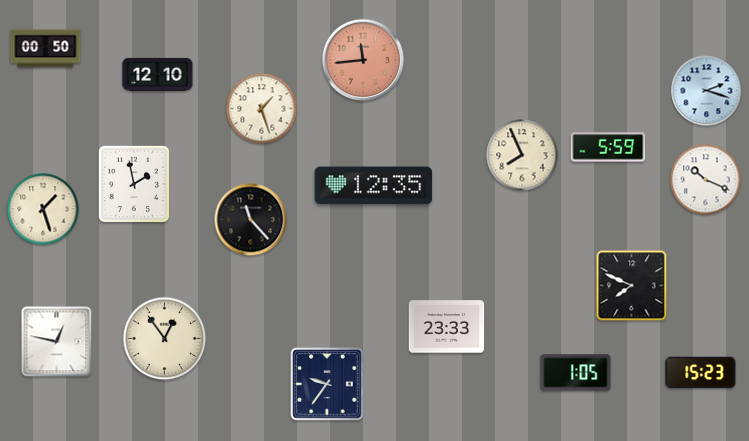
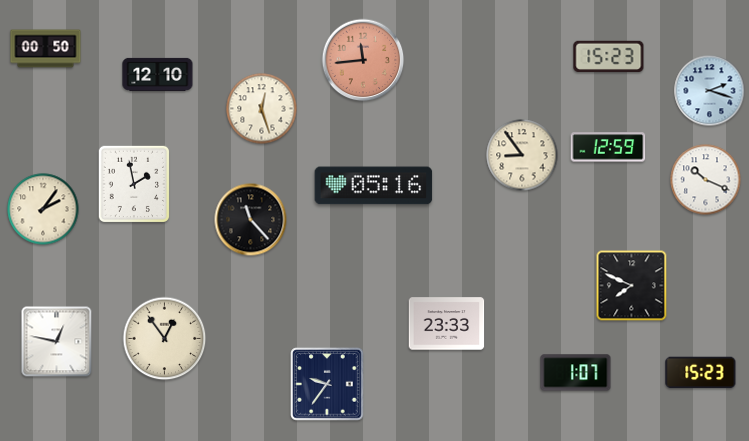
clock at (609, 56): none -> 15:23
clock at (707, 91) position: (707, 91) -> (710, 91)
clock at (262, 109): 1:27 -> 12:27
clock at (608, 147): 5:59 -> 12:59
clock at (522, 155): 7:56 -> 8:54
clock at (374, 186): 12:35 -> 05:16
clock at (43, 209): 1:27 -> 2:06
clock at (447, 327) position: (447, 327) -> (447, 324)
clock at (576, 373): 1:05 -> 1:07
